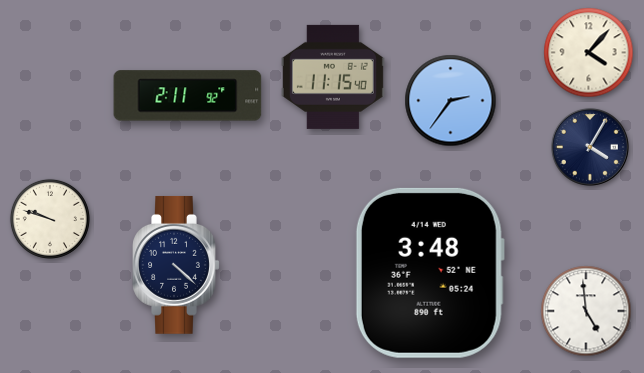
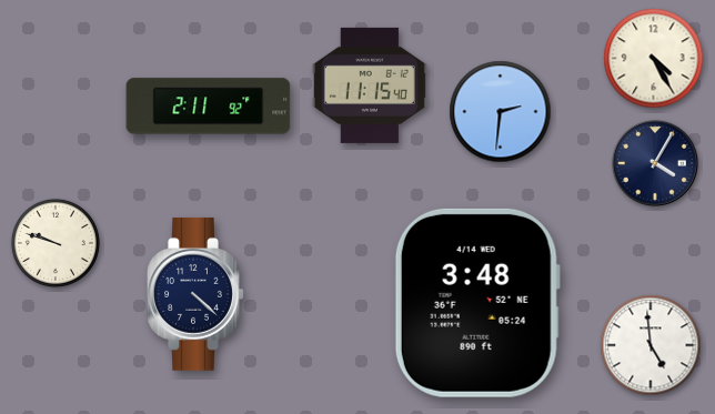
clock at (589, 53): 4:07 -> 4:25
clock at (451, 101): 2:36 -> 2:31
